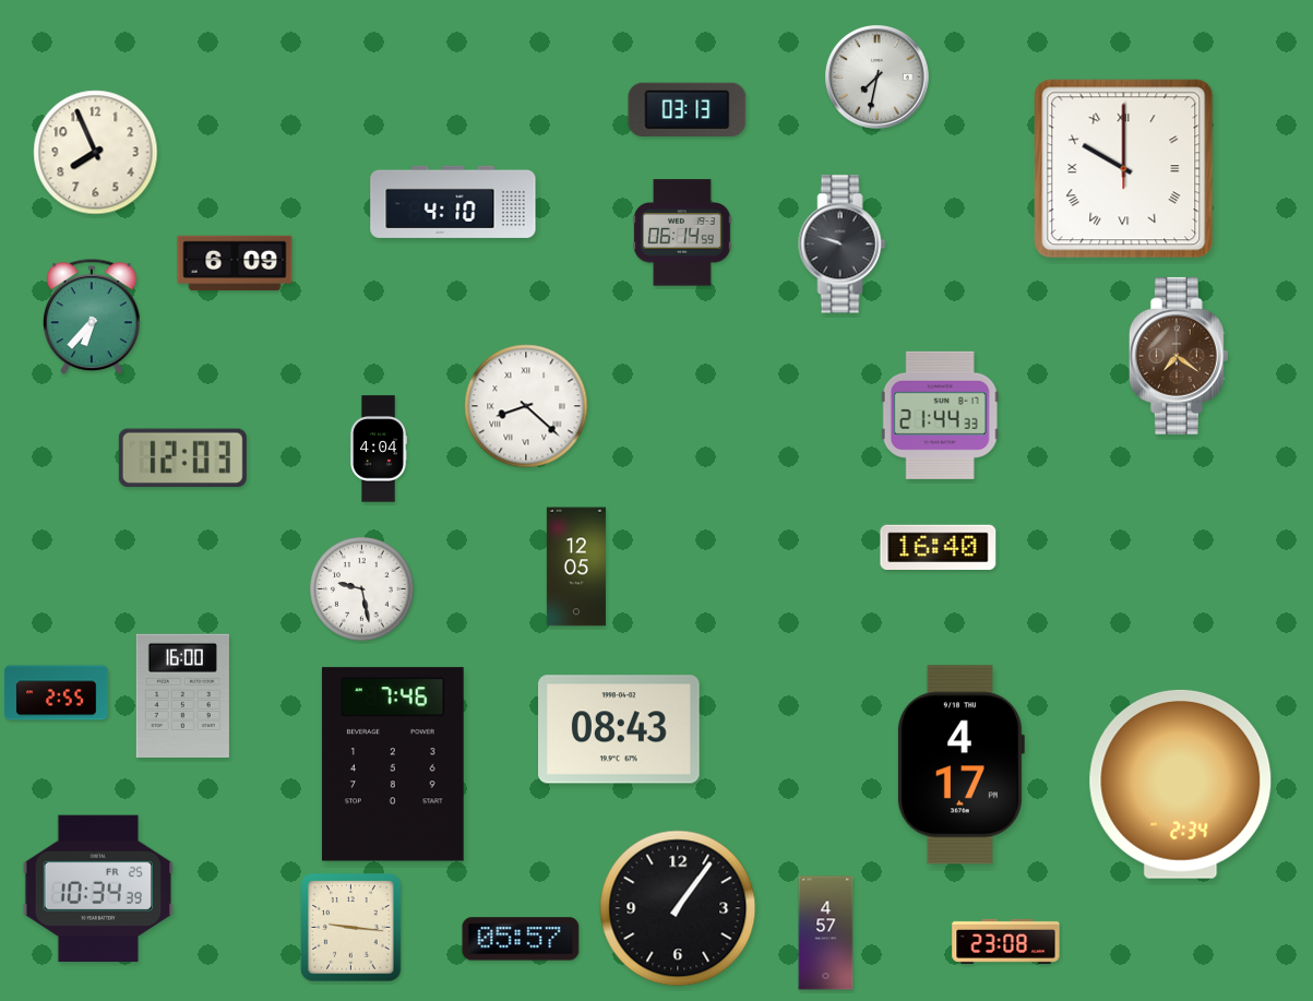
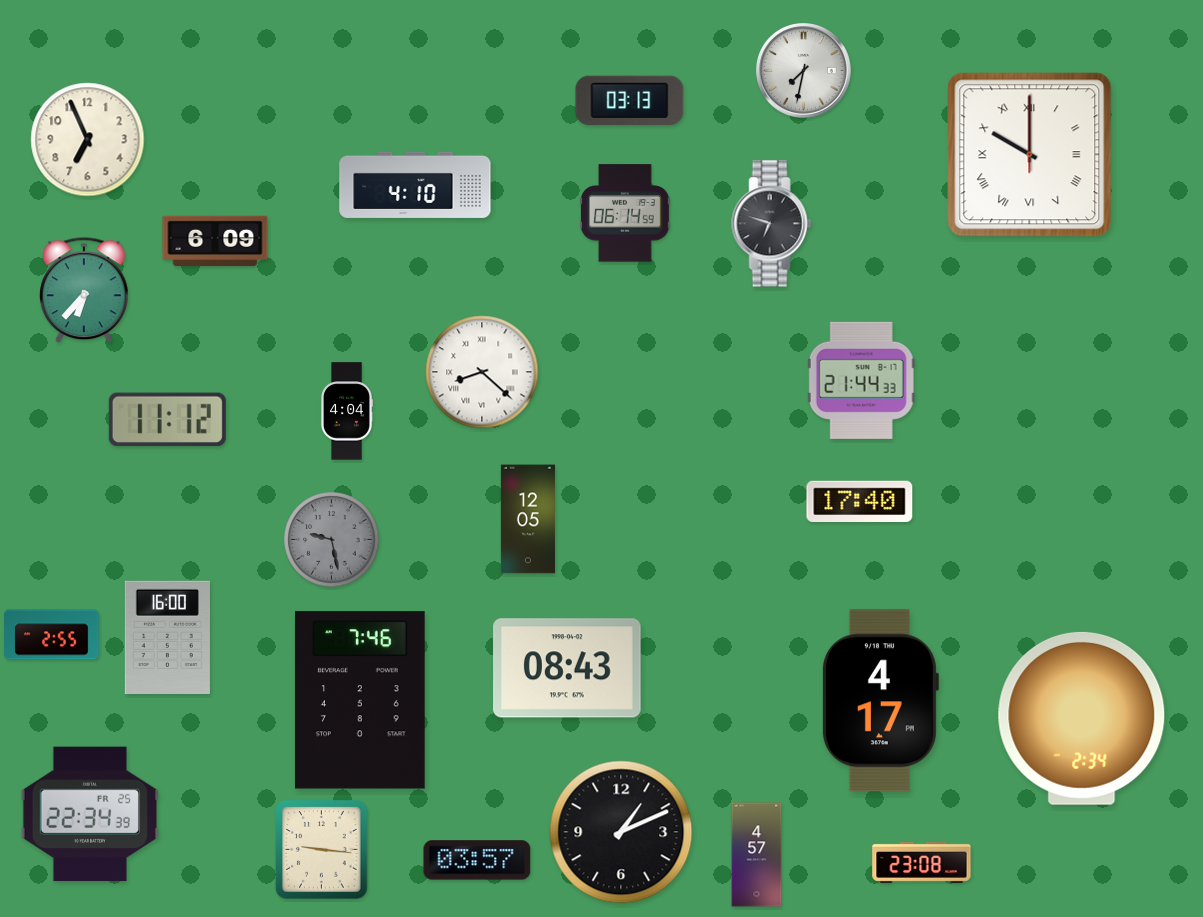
clock at (96, 153): 7:56 -> 6:56
clock at (843, 245): 9:48 -> 6:48
clock at (1179, 356): 7:21 -> none
clock at (182, 458): 12:03 -> 11:12
clock at (939, 547): 16:40 -> 17:40
clock at (362, 589) dial: white -> grey
clock at (98, 889): 10:34 -> 22:34
clock at (678, 908): 1:06 -> 1:11
clock at (521, 939): 05:57 -> 03:57
